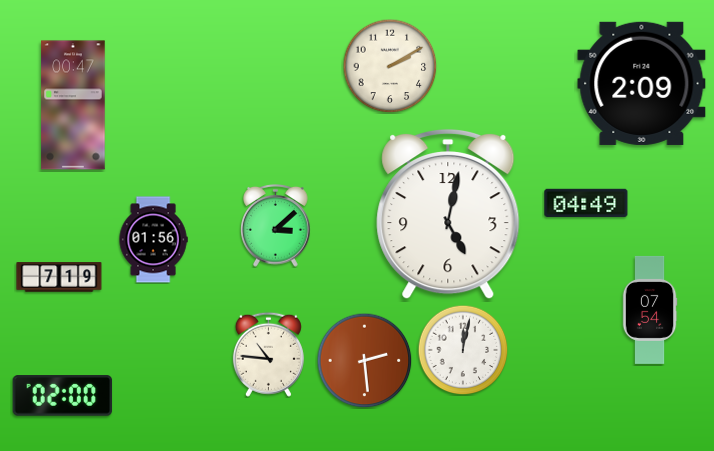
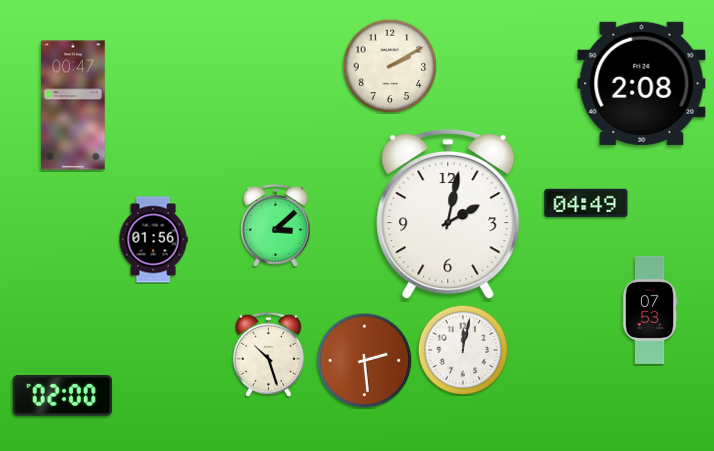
clock at (642, 83): 2:09 -> 2:08
clock at (448, 214): 5:02 -> 2:02
clock at (59, 277): 7:19 -> none
clock at (650, 310): 07:54 -> 07:53
clock at (268, 354): 10:46 -> 10:27
